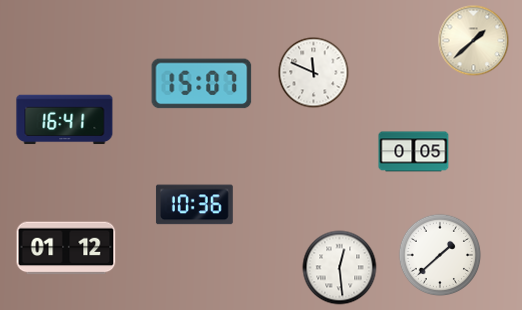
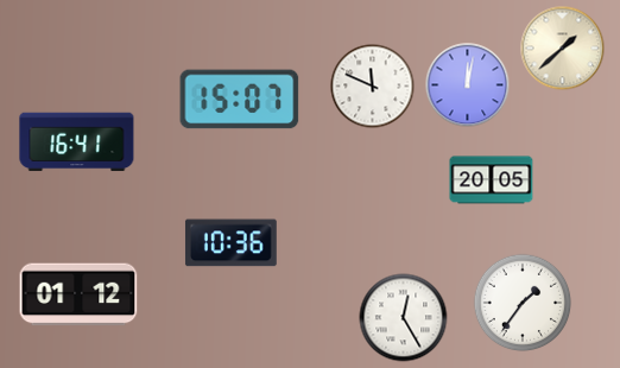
clock at (468, 85): none -> 12:02
clock at (414, 152): 0:05 -> 20:05
clock at (440, 255): 1:38 -> 1:36
clock at (340, 268): 12:29 -> 12:25
